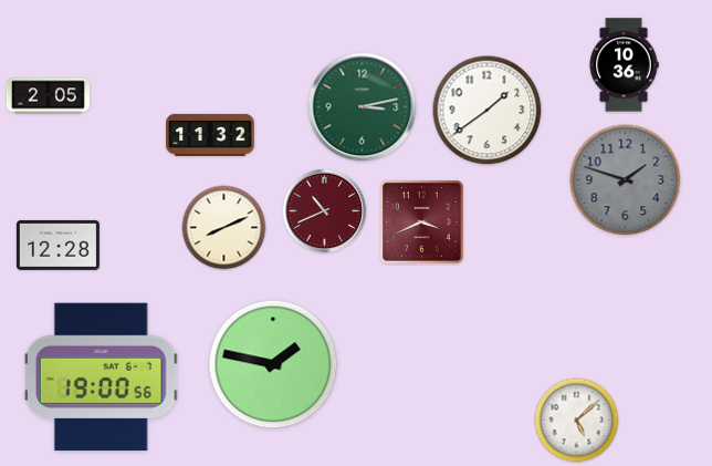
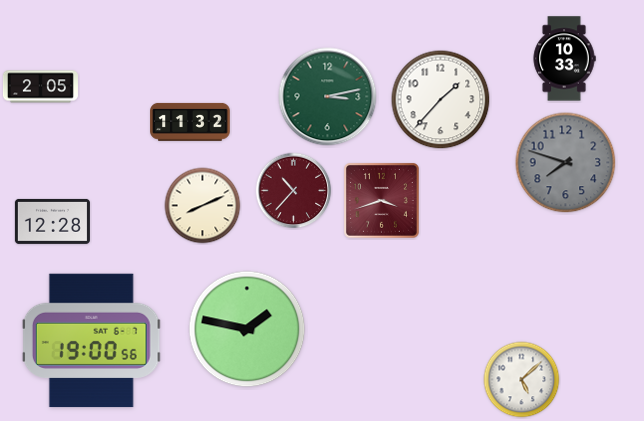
clock at (624, 65): 10:36 -> 10:33
clock at (48, 96) position: (48, 96) -> (40, 87)
clock at (488, 111): 1:39 -> 1:37
clock at (626, 180): 1:48 -> 7:48
clock at (325, 211): 10:41 -> 10:37
clock at (422, 222): 3:41 -> 3:42
